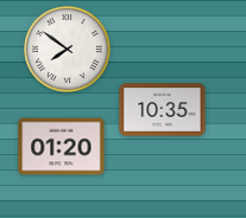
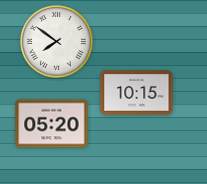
clock at (163, 110): 10:35 -> 10:15
clock at (62, 147): 01:20 -> 05:20
